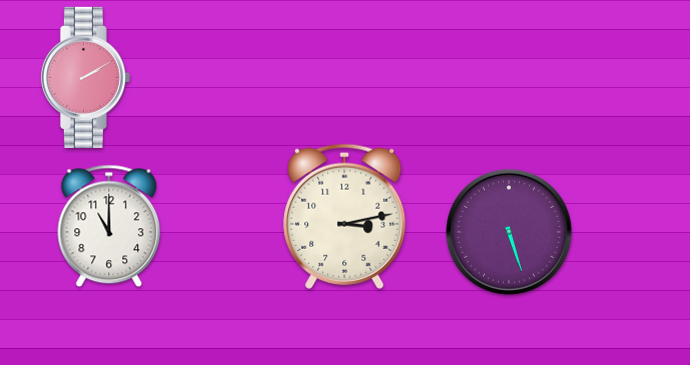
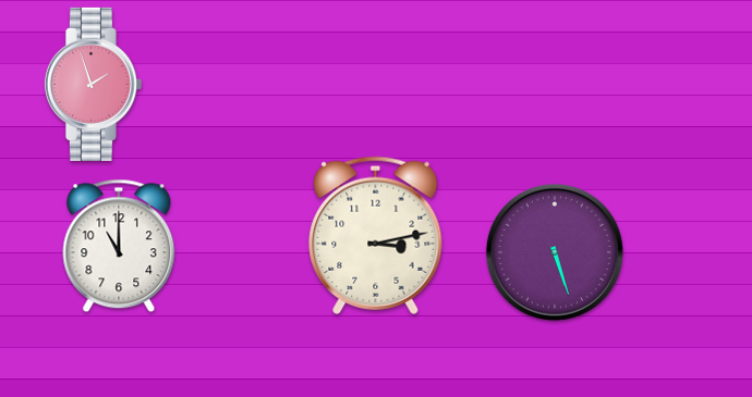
clock at (85, 77): 2:10 -> 1:57
